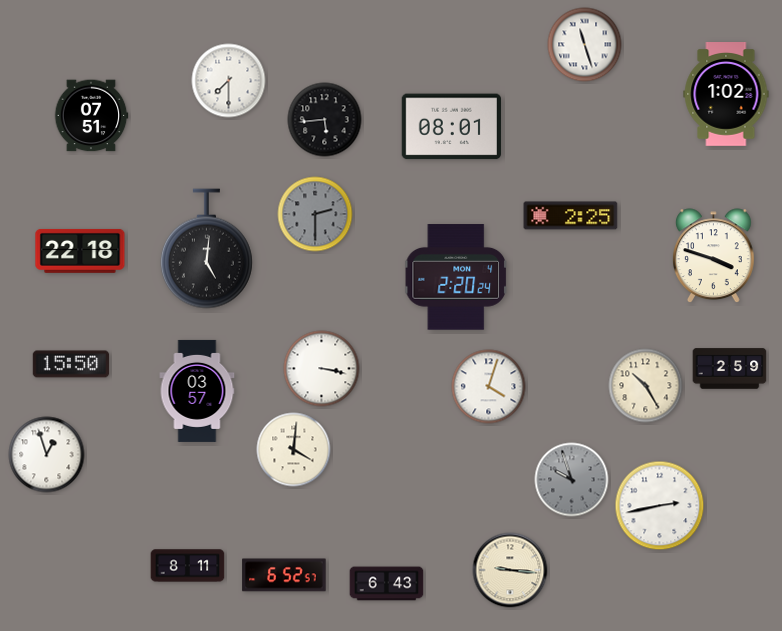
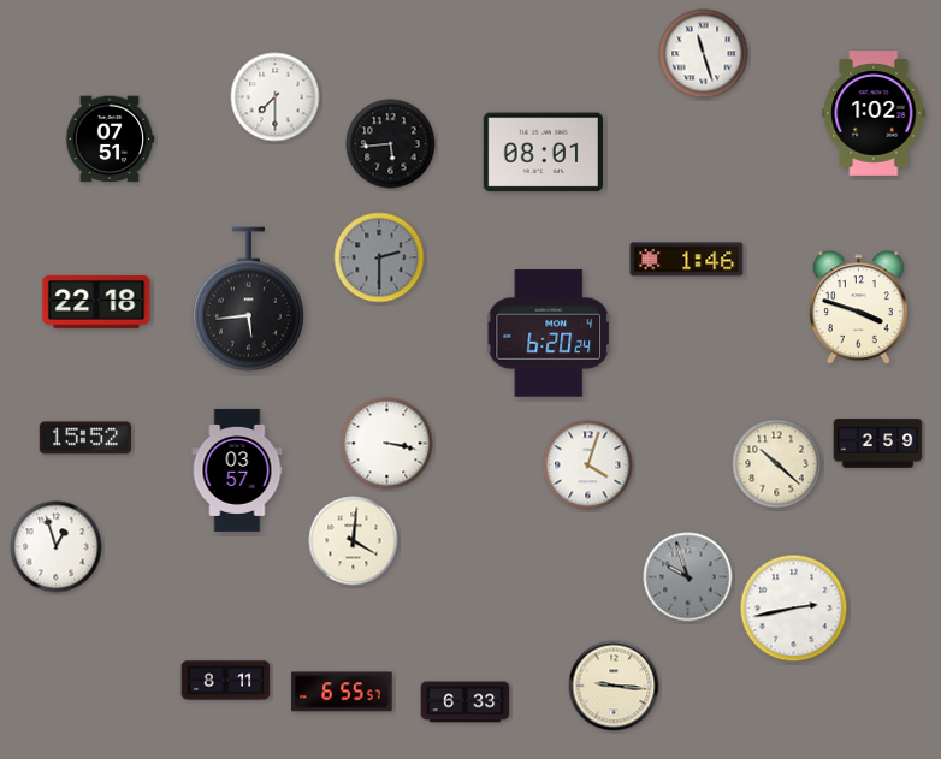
clock at (571, 216): 2:25 -> 1:46
clock at (206, 249): 5:01 -> 5:44
clock at (456, 277): 2:20 -> 6:20
clock at (71, 364): 15:50 -> 15:52
clock at (646, 386): 10:25 -> 10:22
clock at (284, 575): 6:52 -> 6:55
clock at (387, 584): 6:43 -> 6:33
